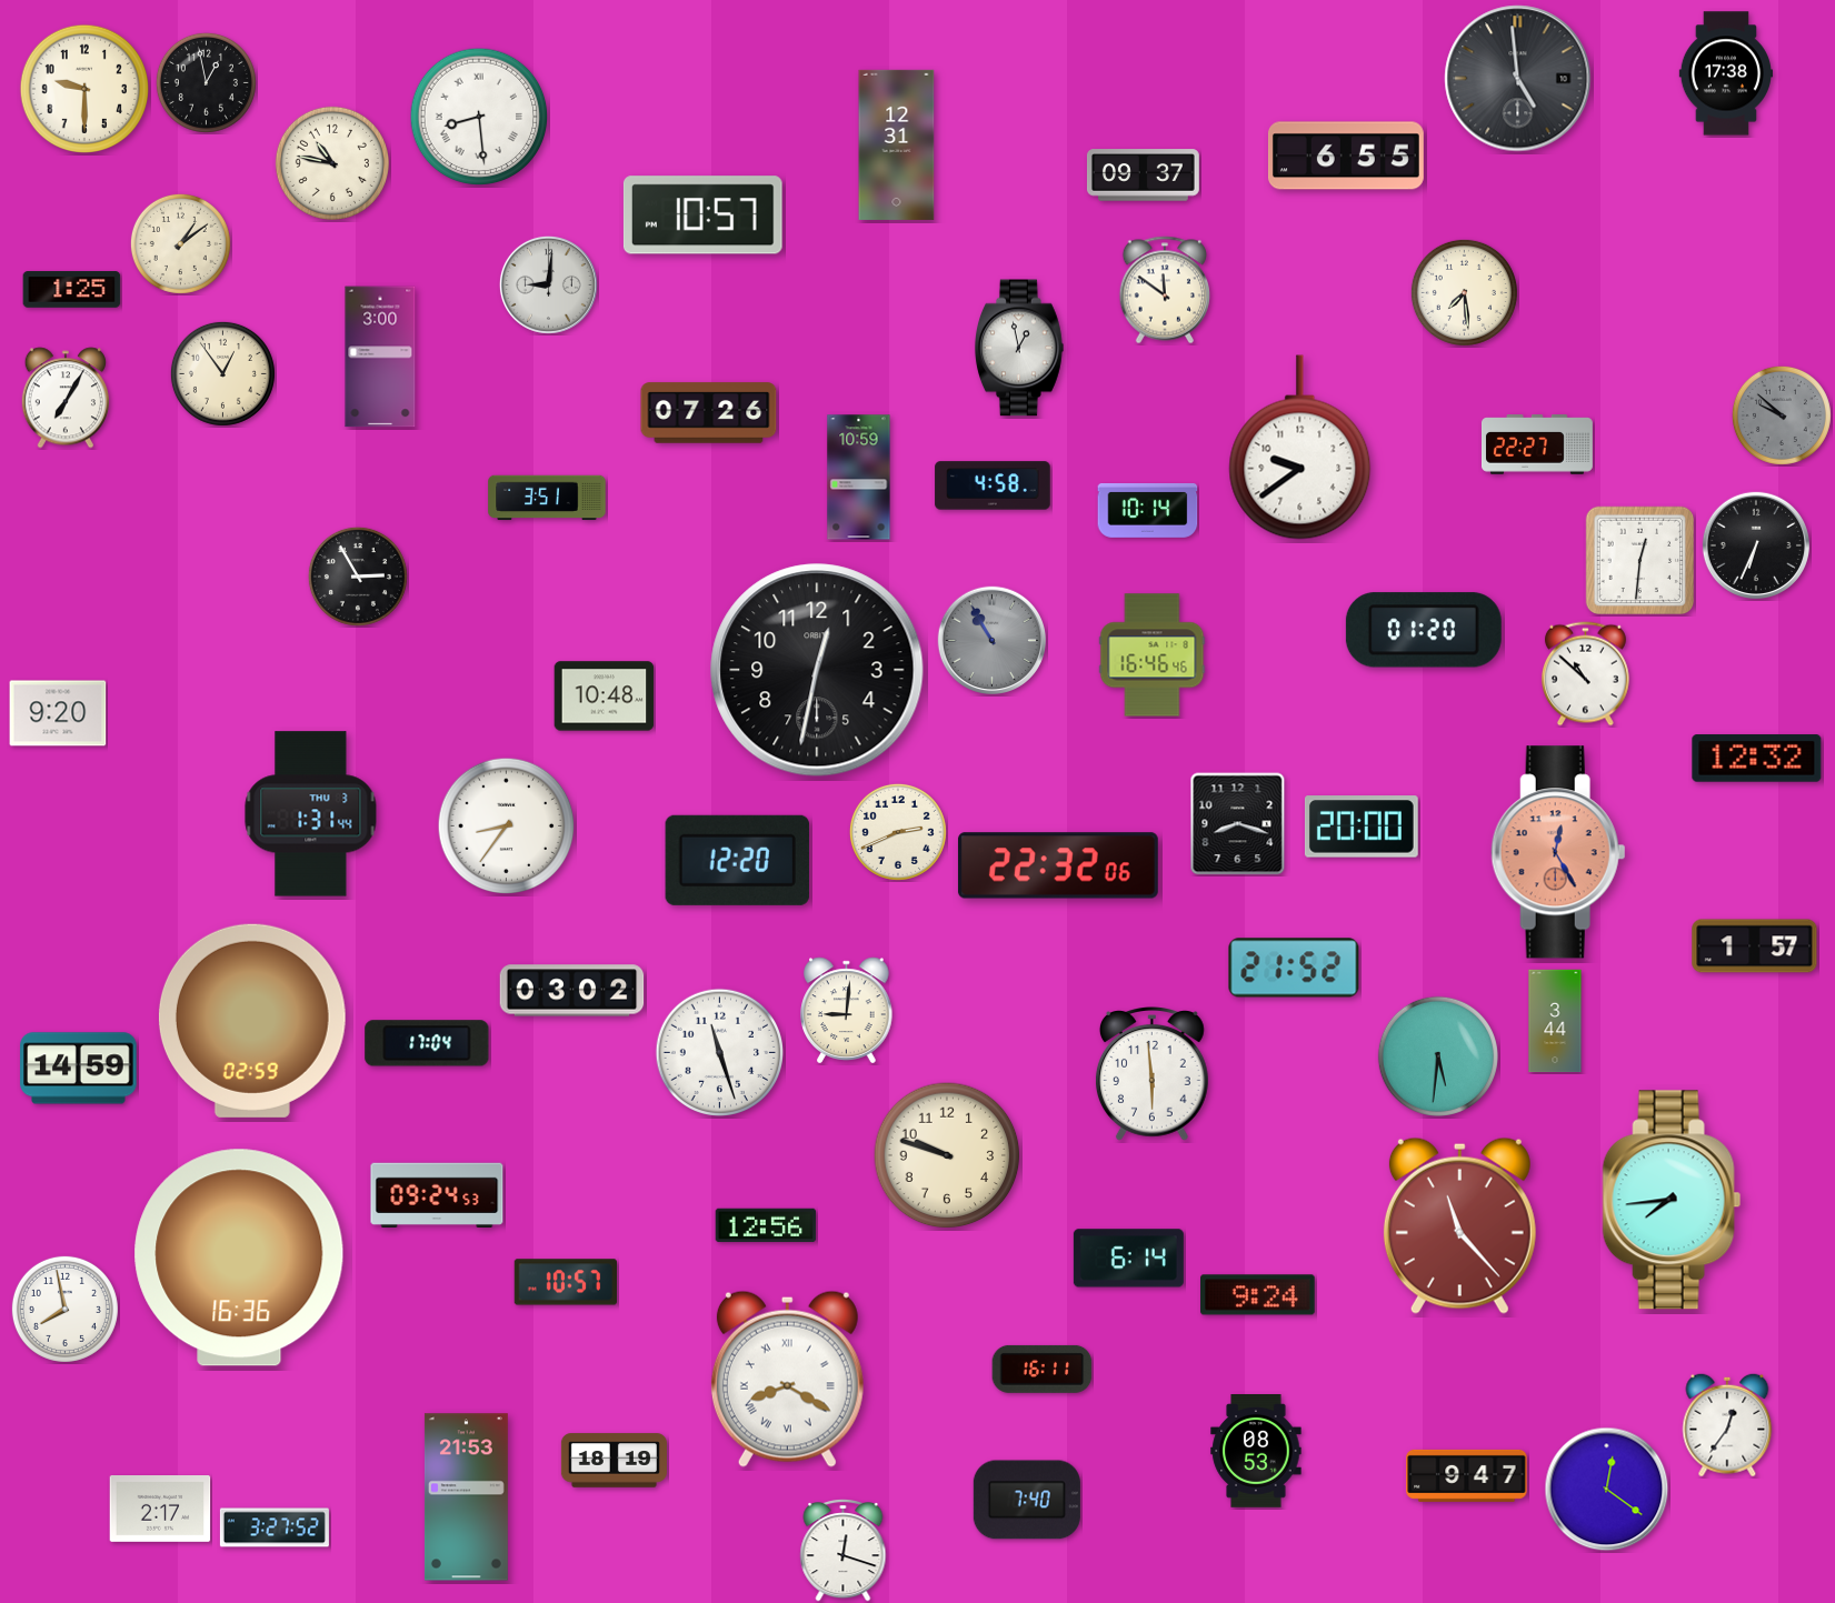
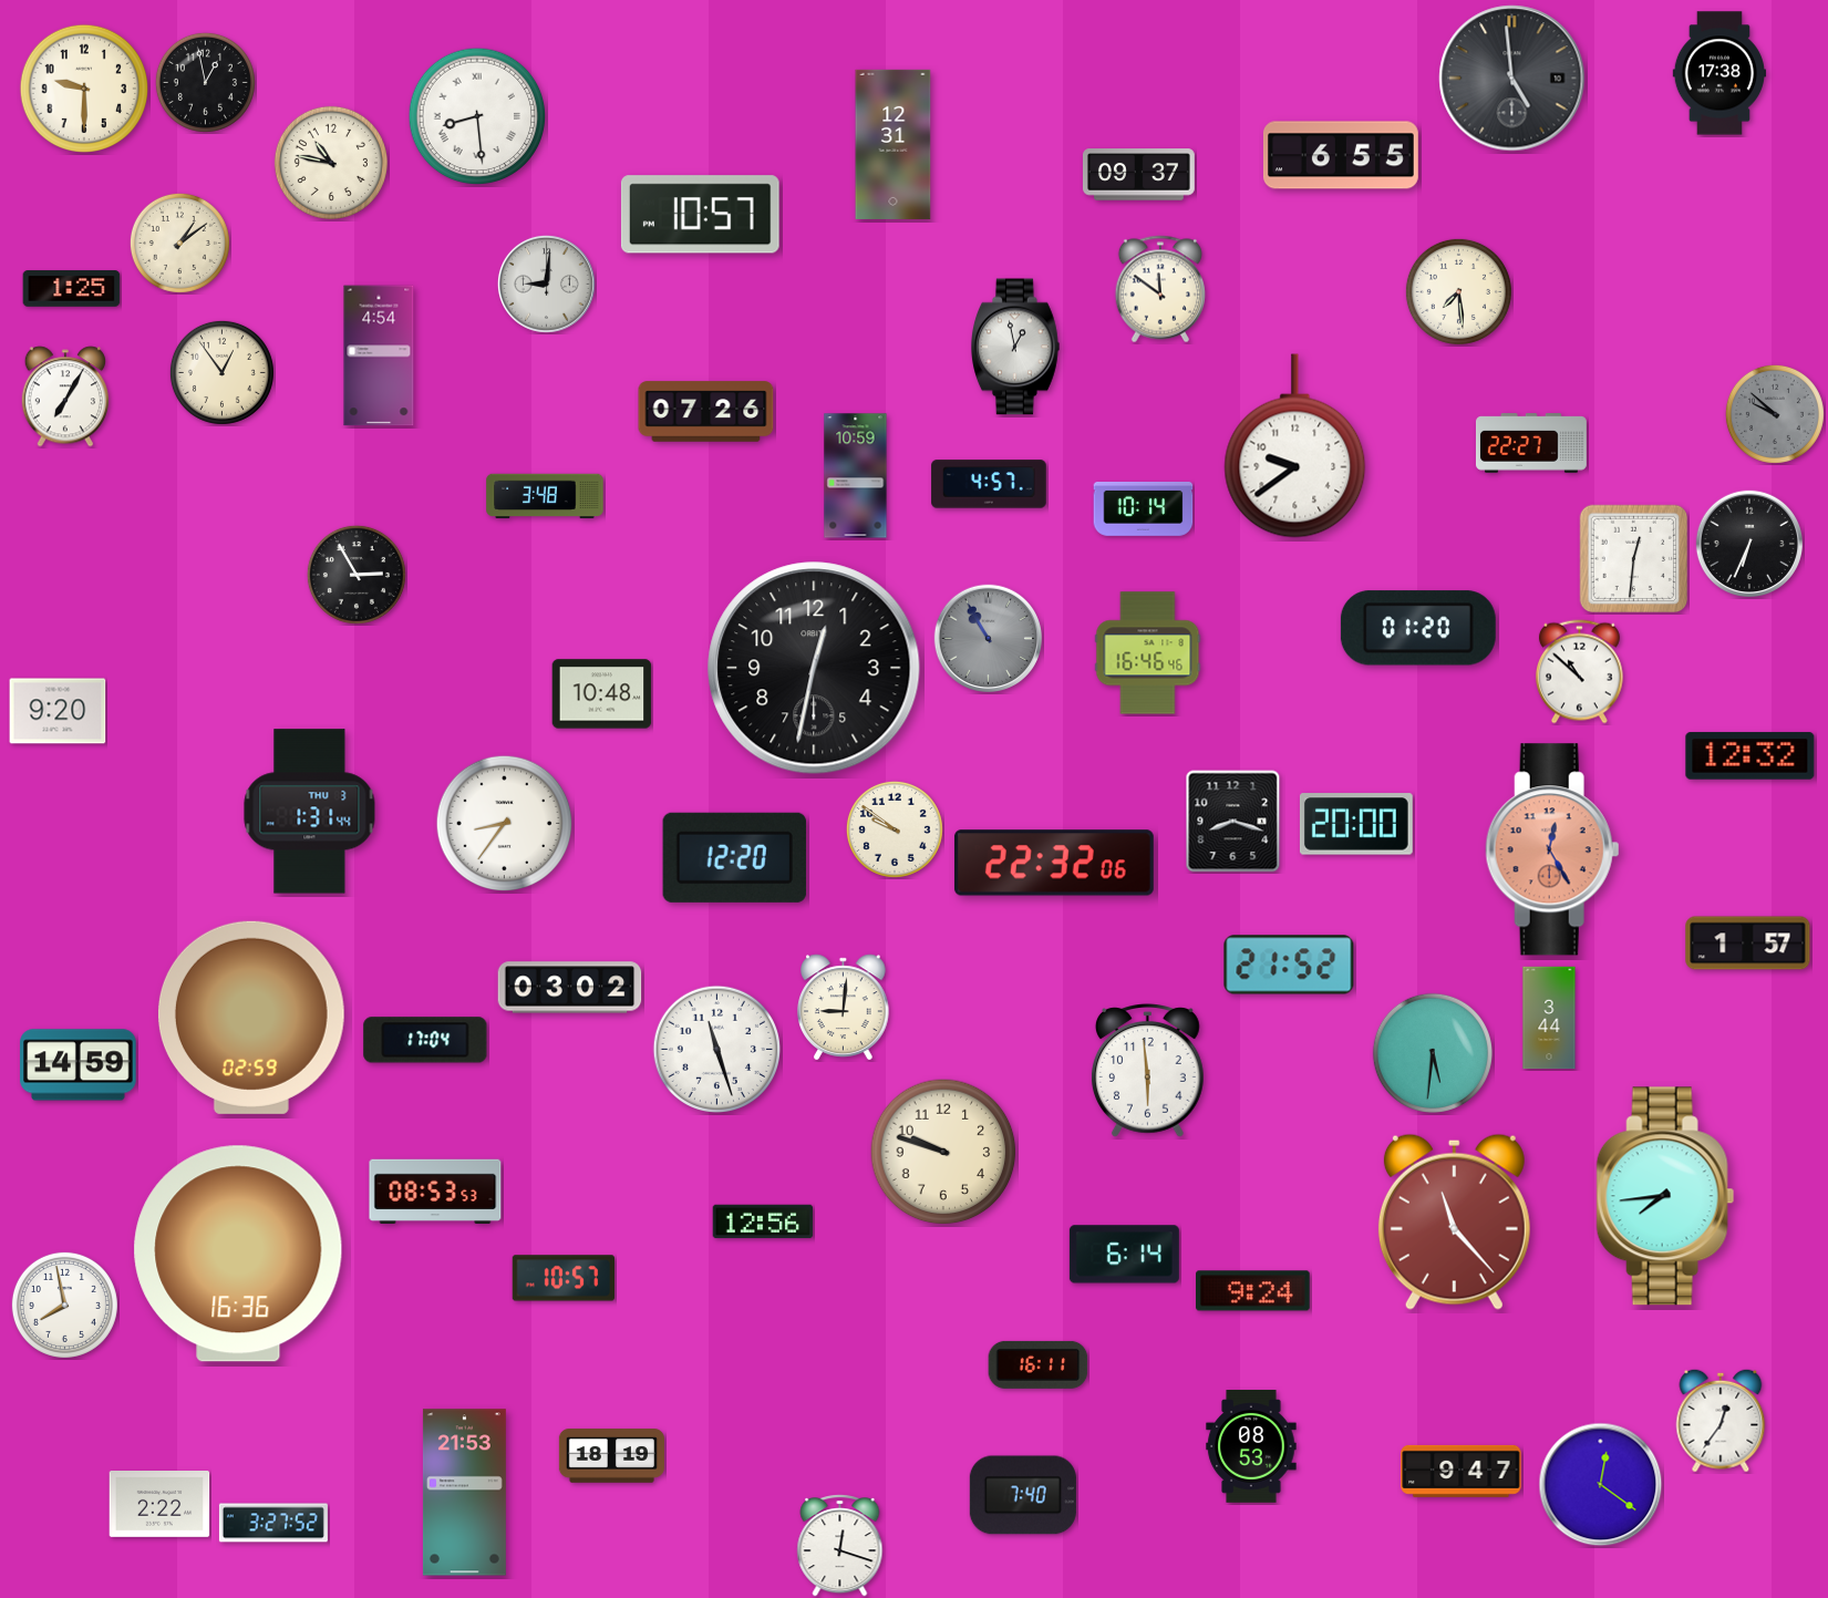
clock at (380, 357): 3:00 -> 4:54
clock at (993, 485): 4:58 -> 4:57
clock at (547, 498): 3:51 -> 3:48
clock at (898, 832): 2:41 -> 9:51
clock at (437, 1194): 09:24 -> 08:53
clock at (787, 1379): 8:20 -> none
clock at (160, 1510): 2:17 -> 2:22
